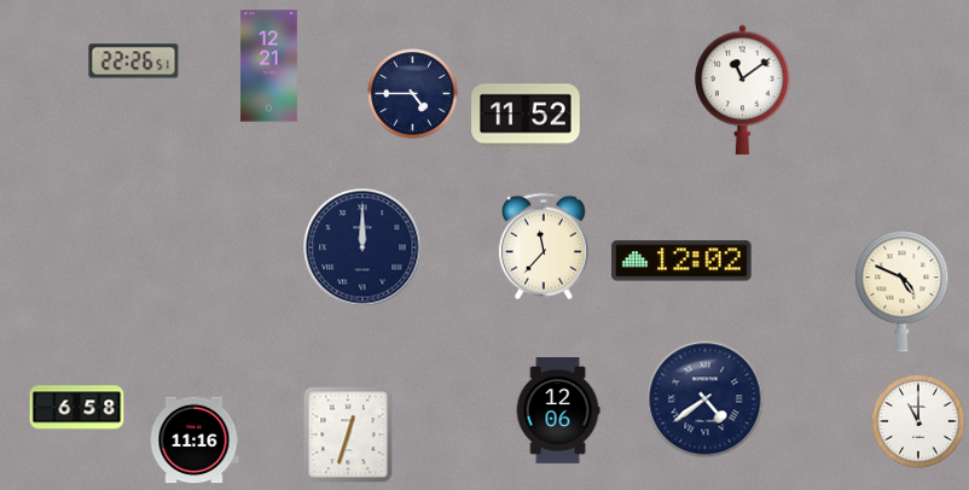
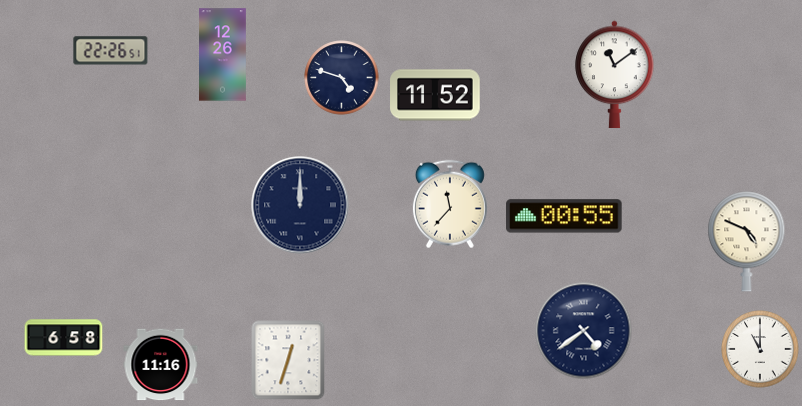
clock at (269, 66): 12:21 -> 12:26
clock at (413, 94): 4:45 -> 4:48
clock at (681, 261): 12:02 -> 00:55
clock at (558, 412): 12:06 -> none
